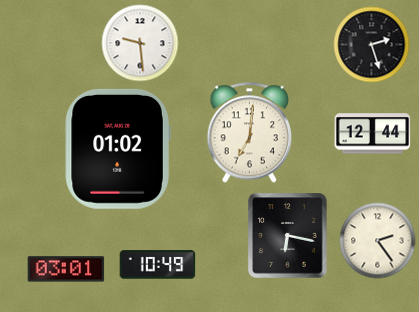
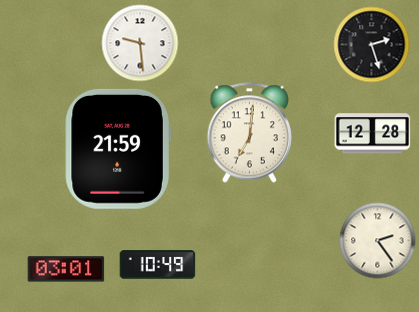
clock at (373, 134): 12:44 -> 12:28
clock at (118, 149): 01:02 -> 21:59
clock at (288, 236): 6:17 -> none
